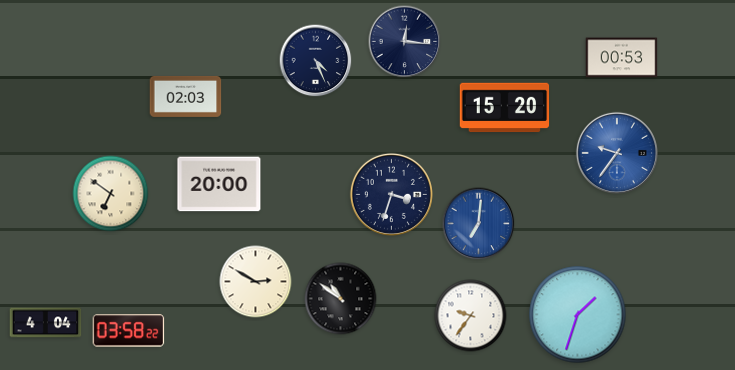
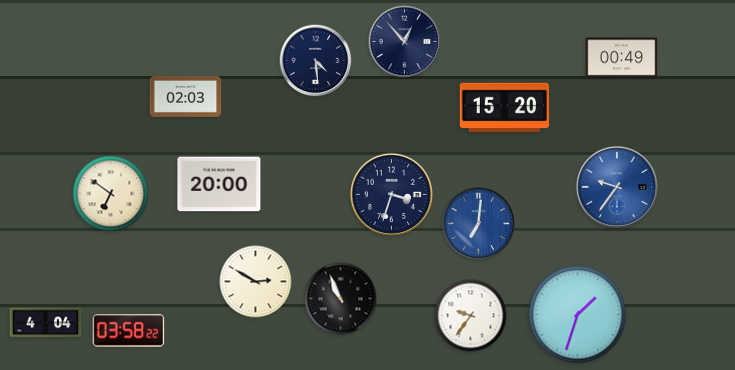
clock at (405, 42): 12:16 -> 12:53
clock at (622, 58): 00:53 -> 00:49
clock at (316, 61): 4:26 -> 4:29
clock at (617, 153) position: (617, 153) -> (617, 187)
clock at (341, 299): 10:51 -> 10:56
